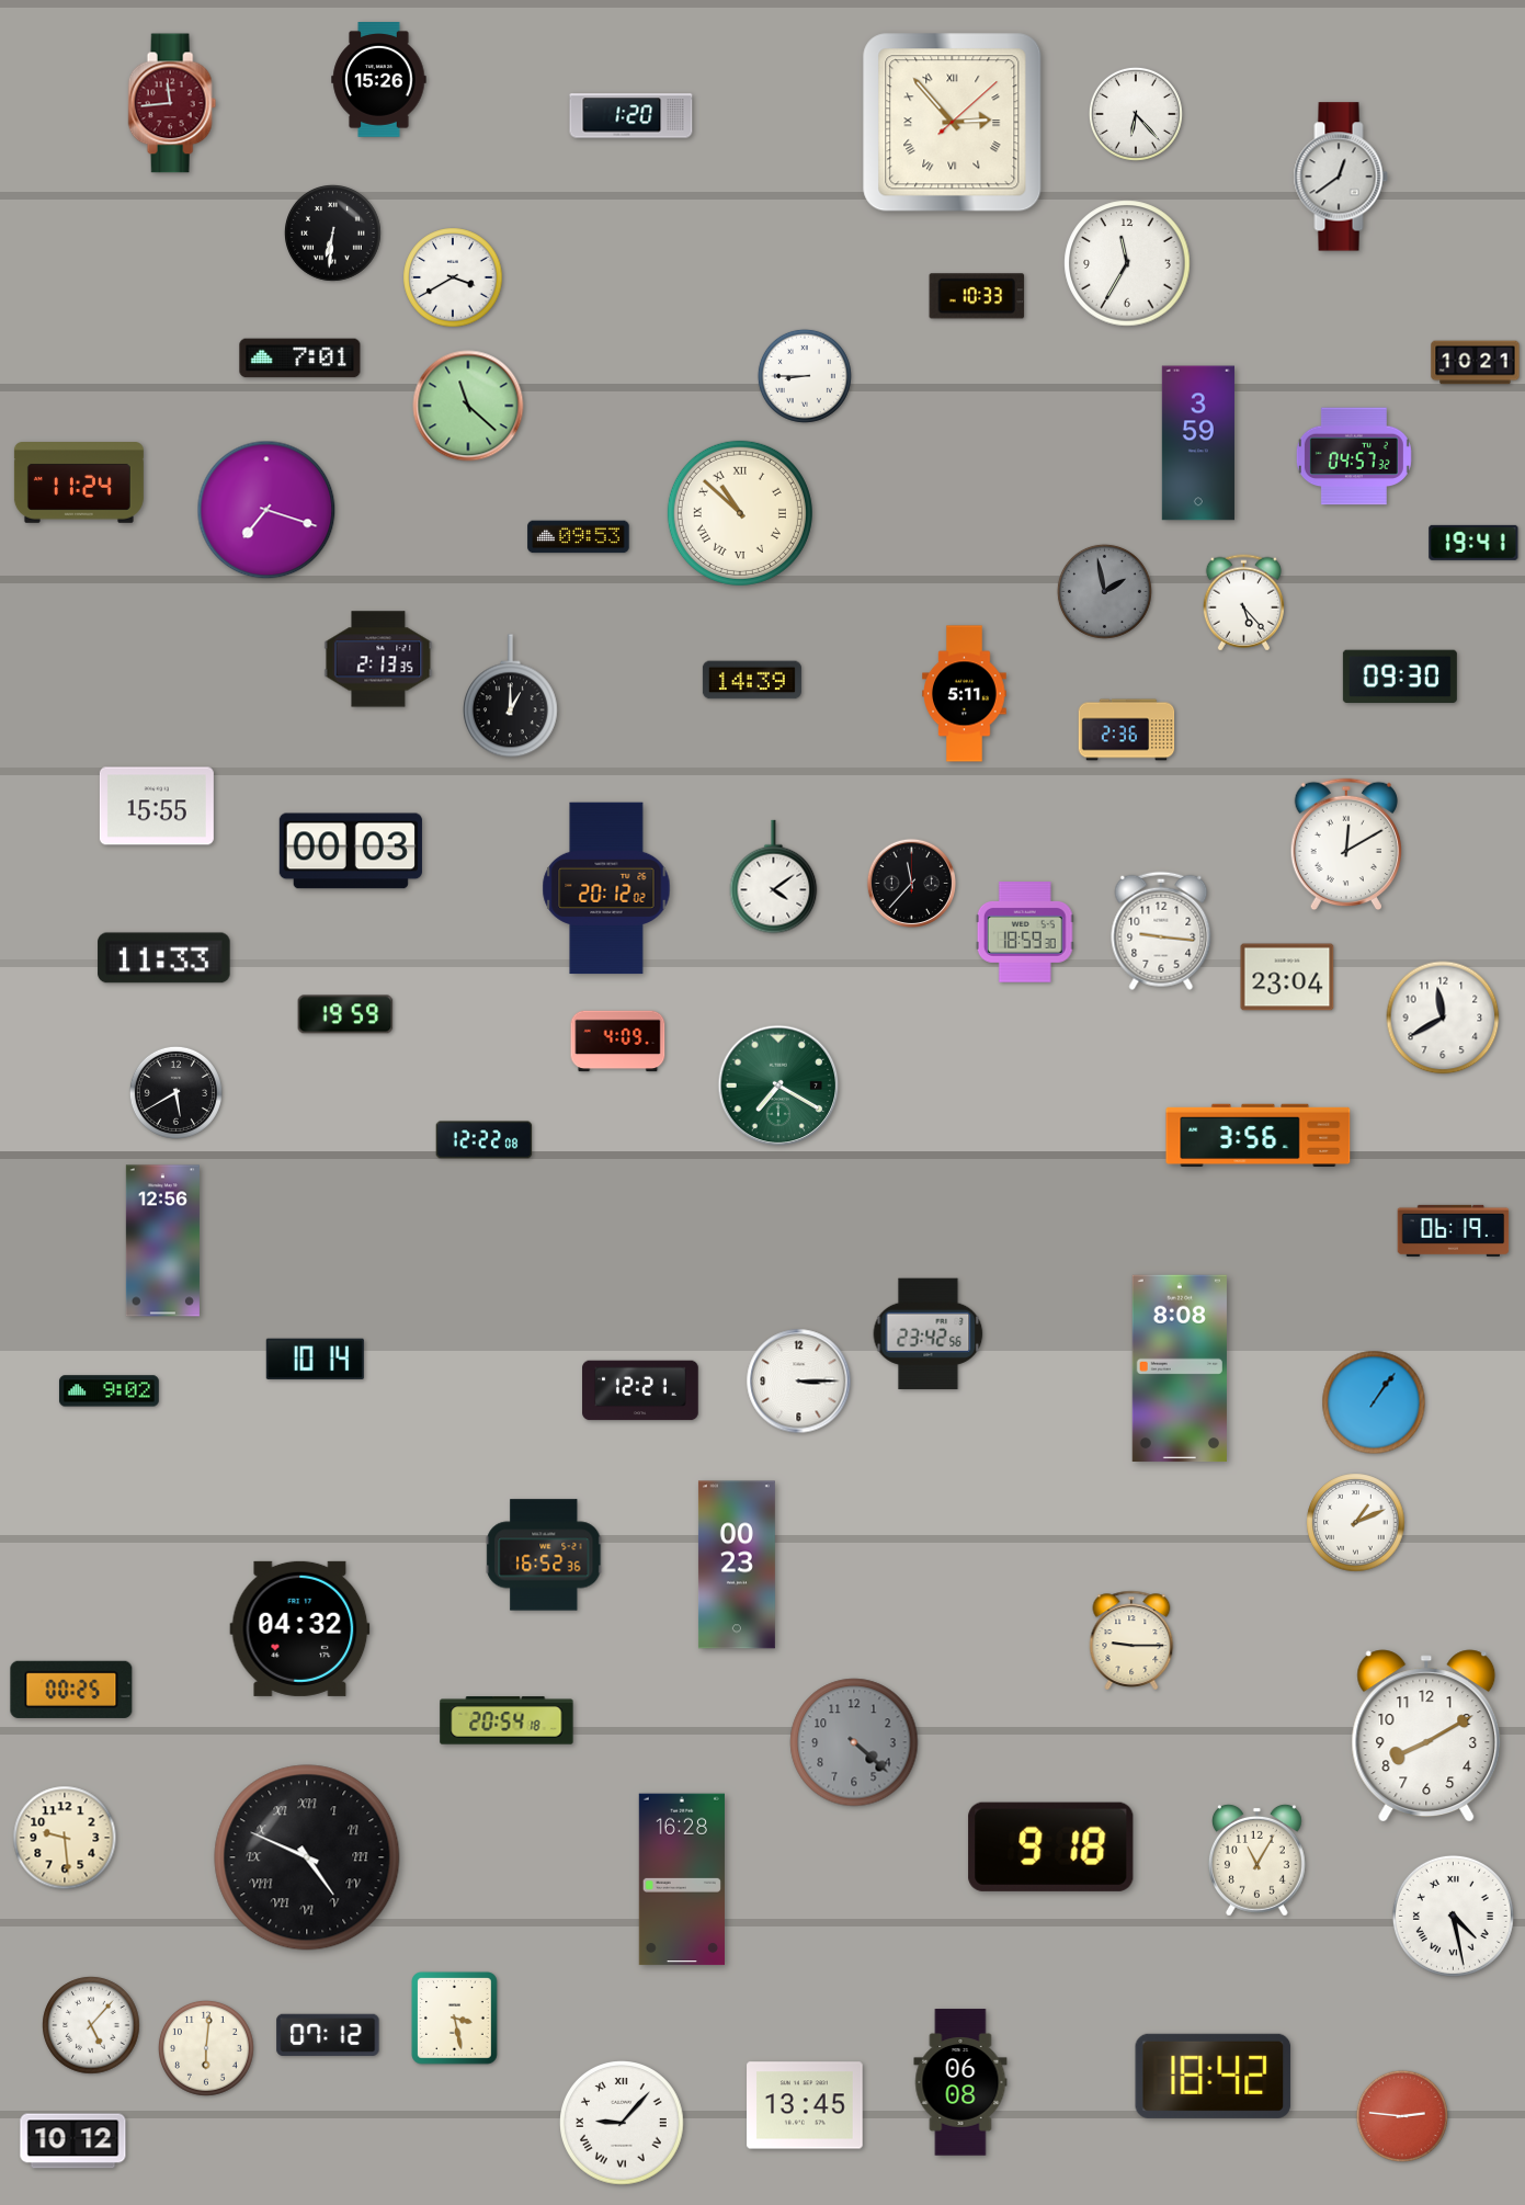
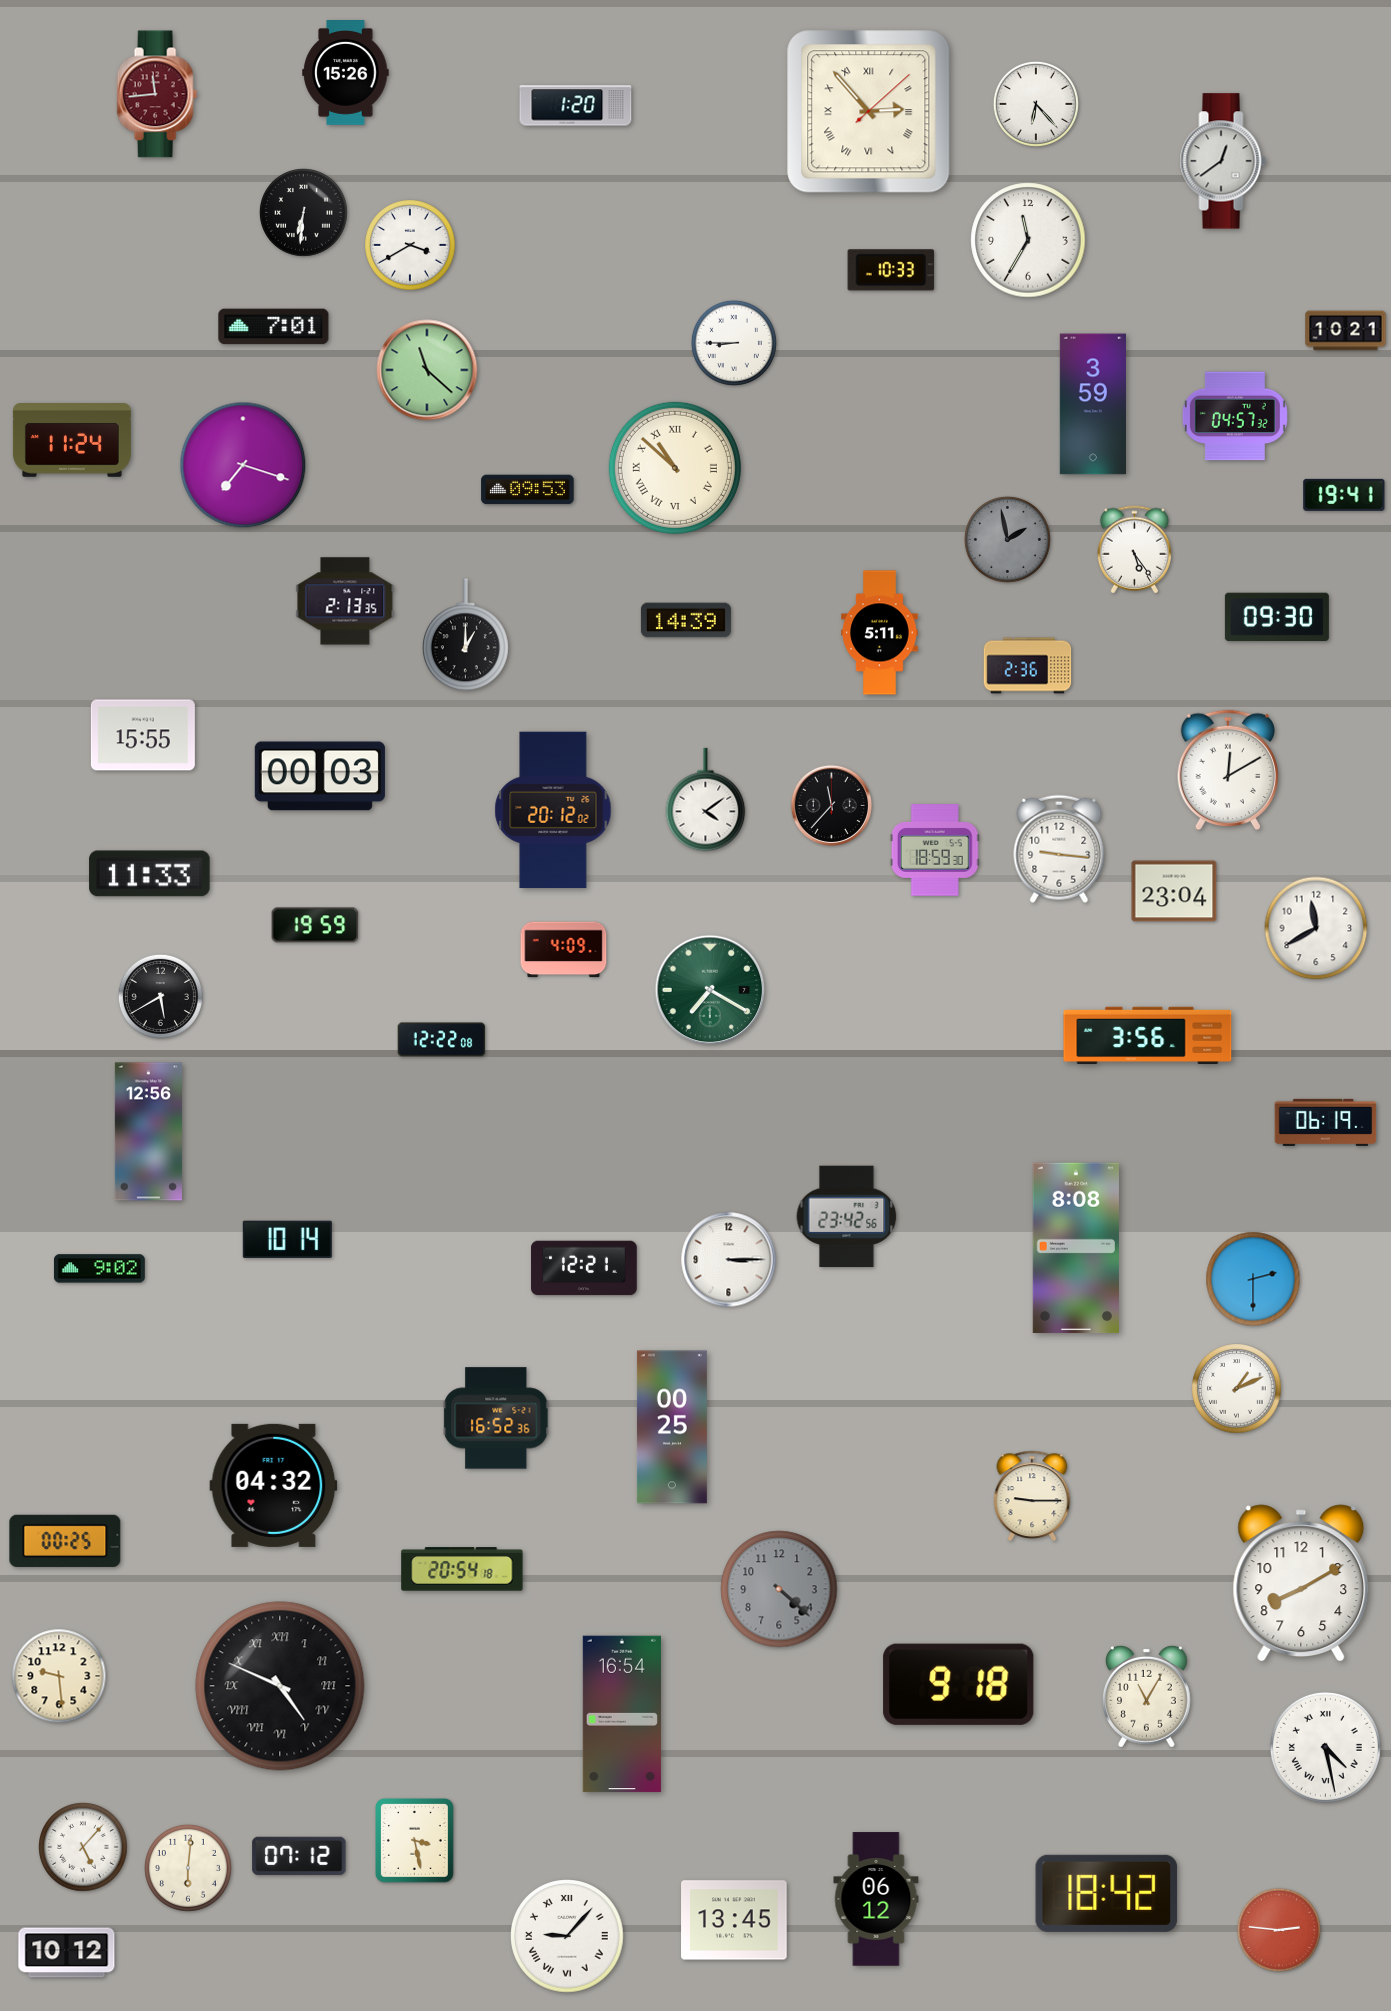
clock at (453, 277) position: (453, 277) -> (410, 245)
clock at (1243, 603): 5:23 -> 5:24
clock at (1374, 1402): 1:06 -> 2:30
clock at (737, 1565): 00:23 -> 00:25
clock at (307, 1857) position: (307, 1857) -> (280, 1686)
clock at (682, 1879): 16:28 -> 16:54
clock at (960, 2082): 06:08 -> 06:12
